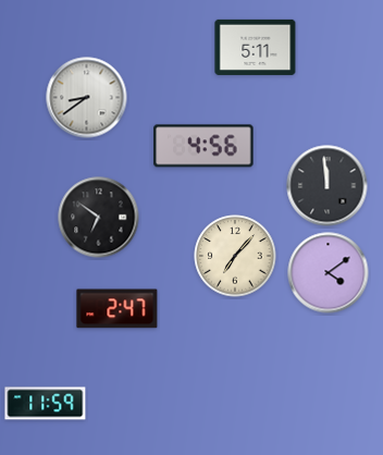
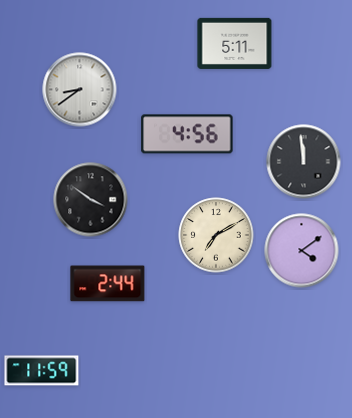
clock at (328, 186) position: (328, 186) -> (304, 162)
clock at (99, 218): 6:51 -> 3:51
clock at (235, 256): 7:07 -> 7:10
clock at (118, 309): 2:47 -> 2:44
